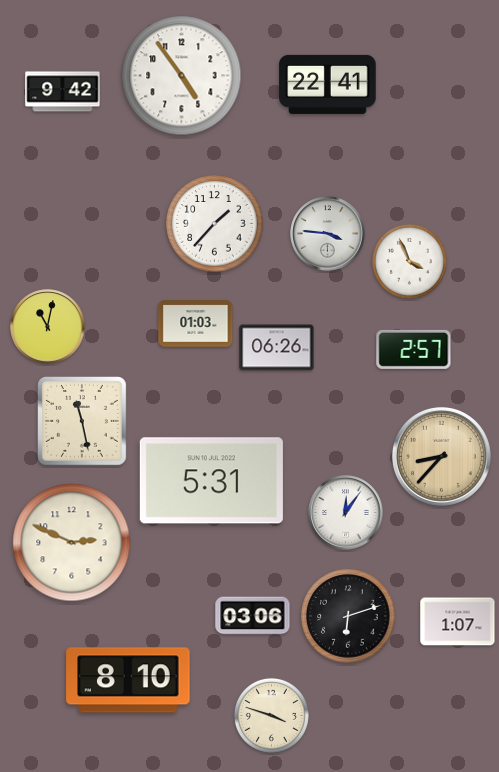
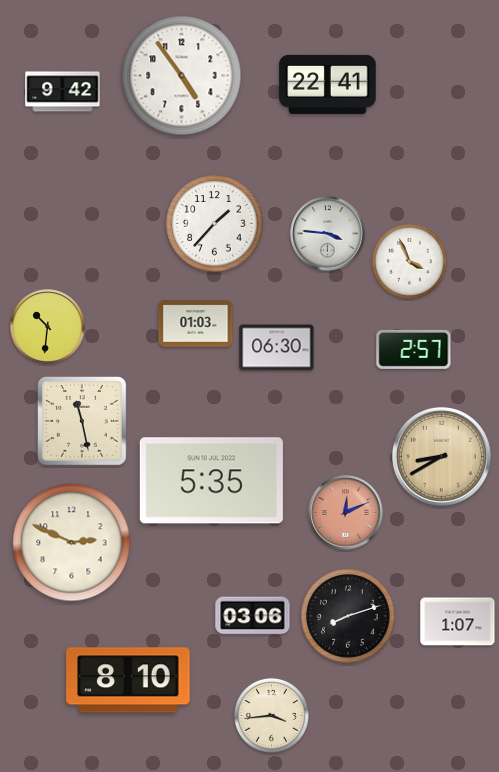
clock at (48, 327): 11:02 -> 10:31
clock at (277, 348): 06:26 -> 06:30
clock at (441, 456): 8:37 -> 8:40
clock at (211, 481): 5:31 -> 5:35
clock at (346, 513): 12:06 -> 12:11
clock at (346, 513) dial: white -> salmon
clock at (348, 616): 6:12 -> 8:12
clock at (271, 715): 3:48 -> 3:44
